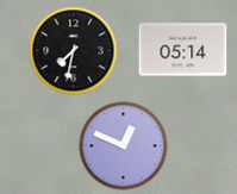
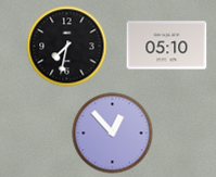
clock at (183, 50): 05:14 -> 05:10
clock at (124, 146): 12:49 -> 12:53
